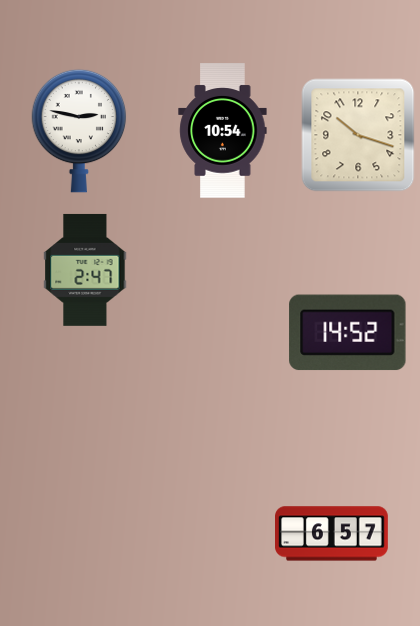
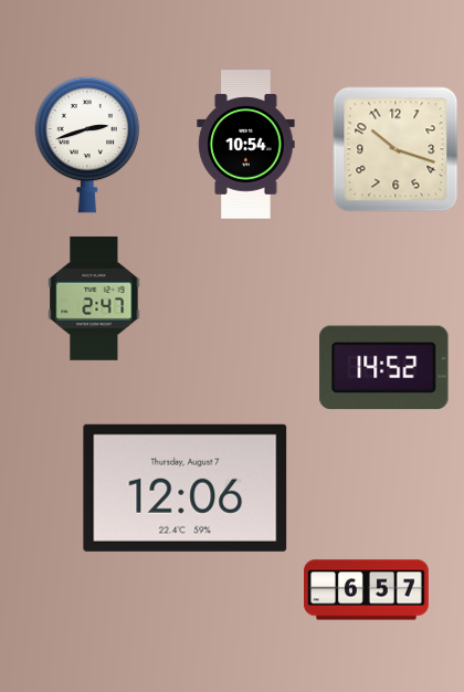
clock at (79, 131): 2:47 -> 2:42
clock at (186, 487): none -> 12:06
